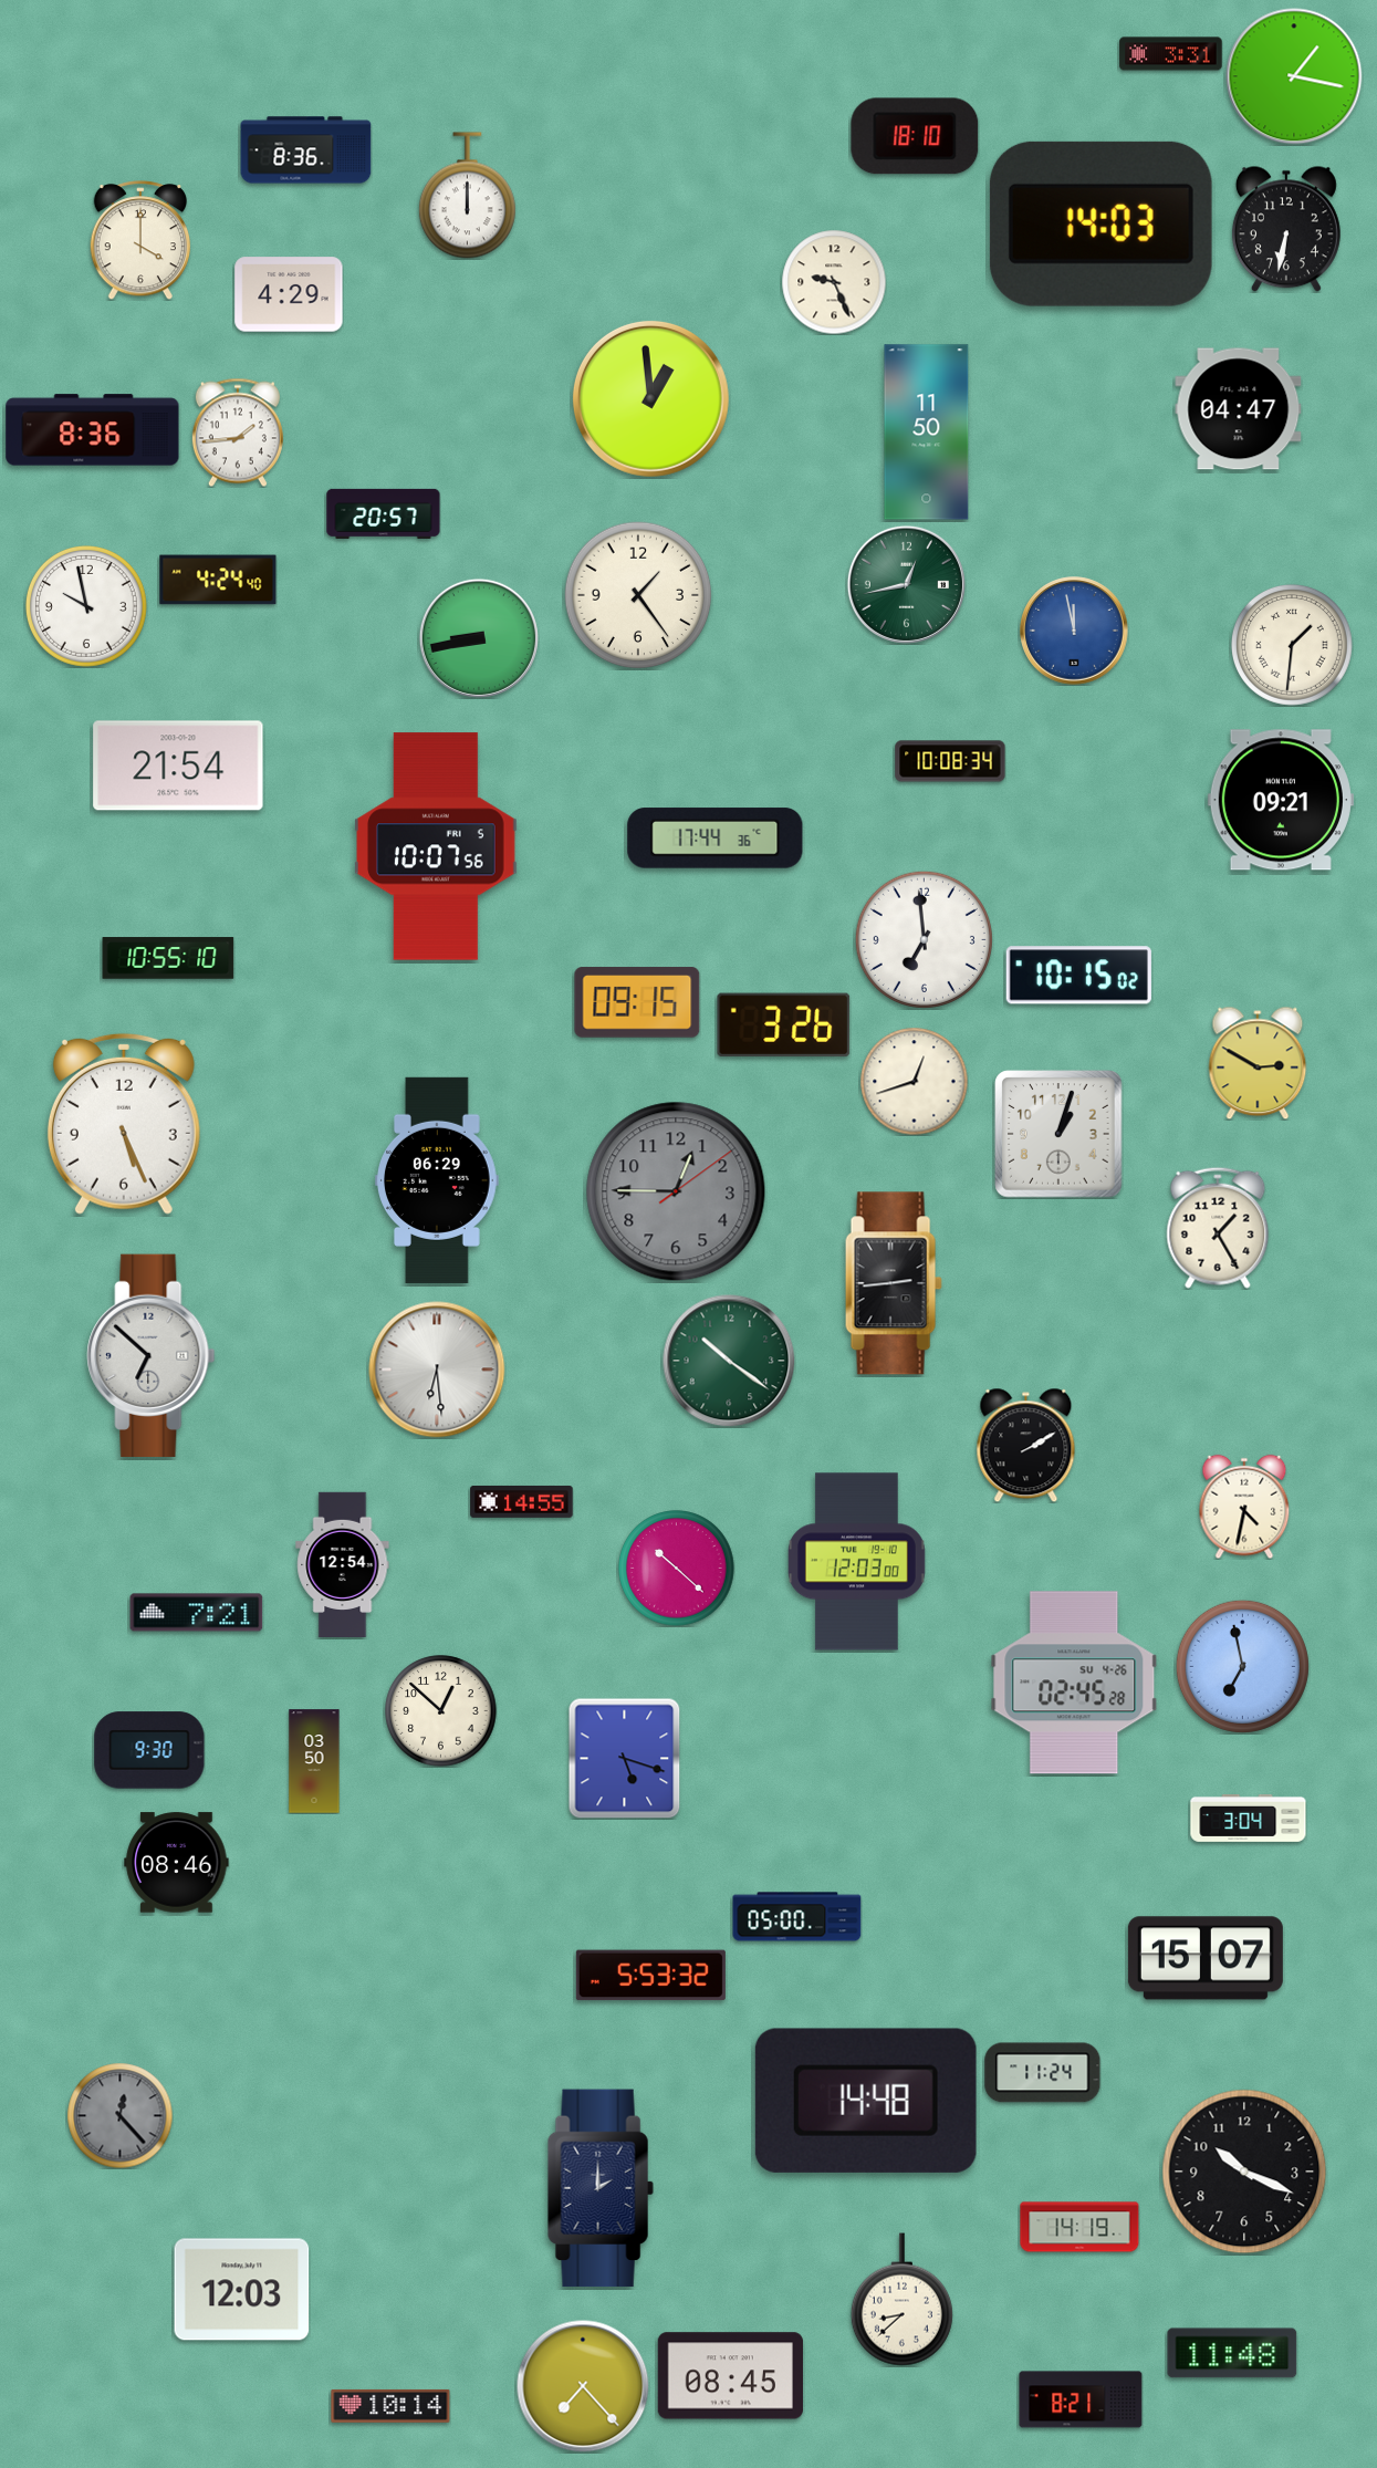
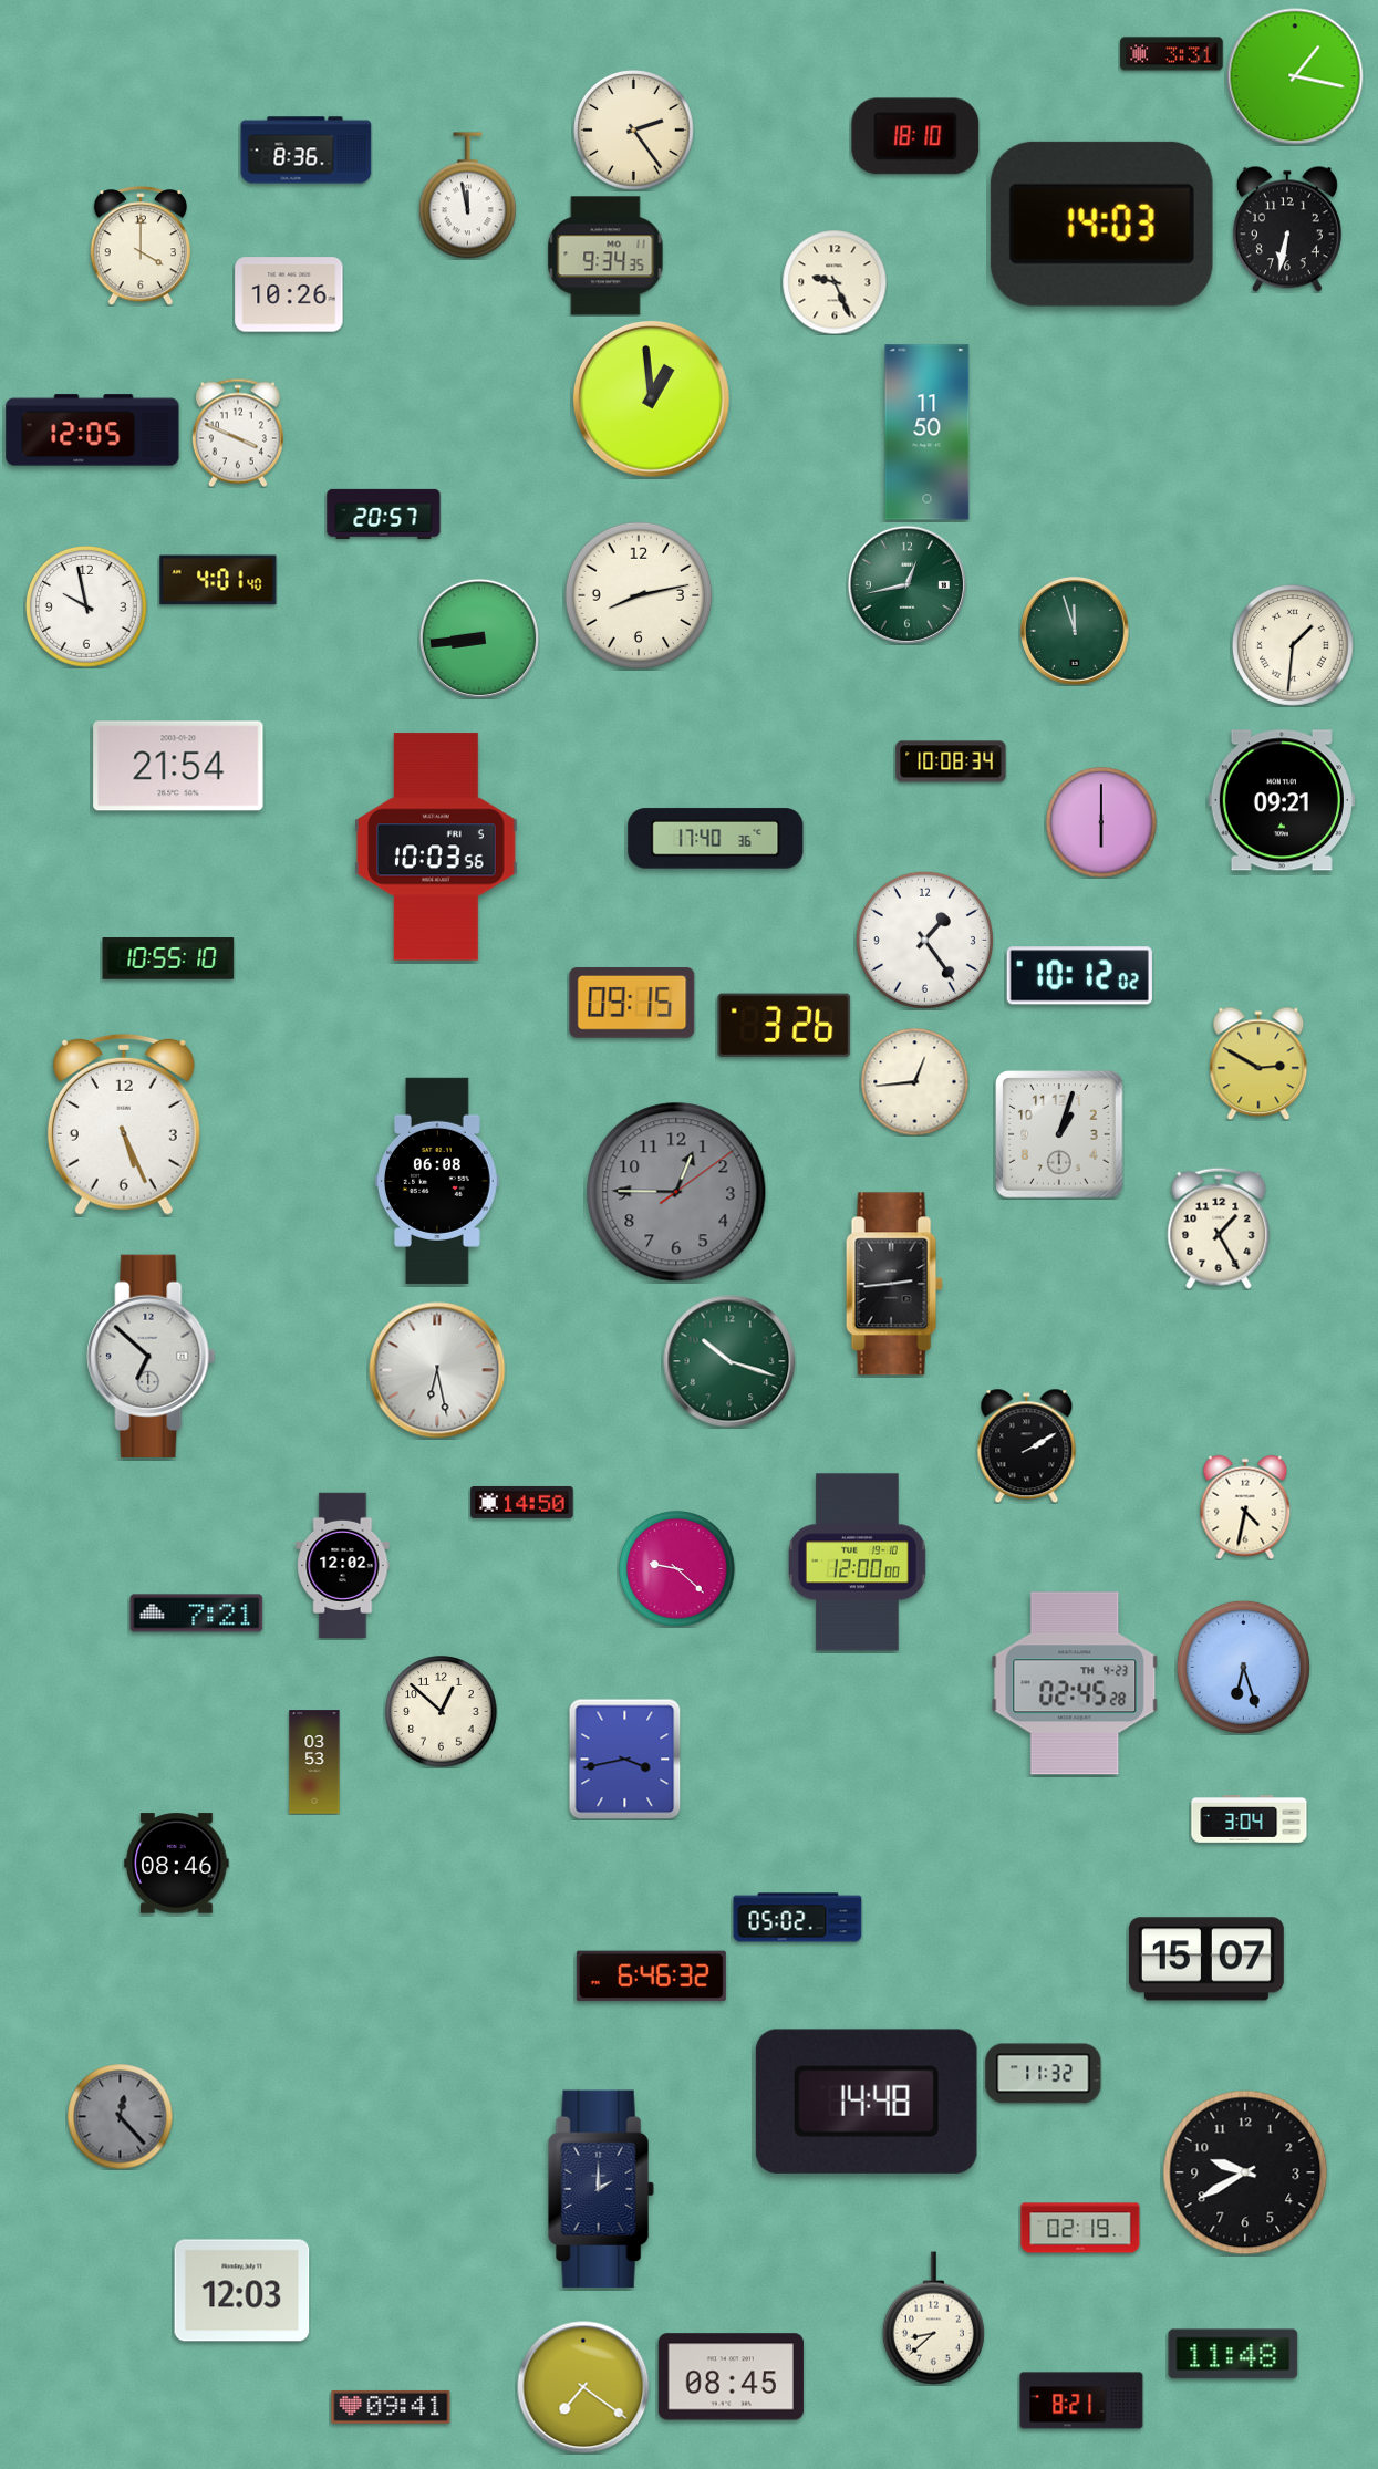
clock at (634, 131): none -> 2:24
clock at (467, 196): 12:00 -> 11:58
clock at (139, 240) position: (139, 240) -> (139, 246)
clock at (605, 256): none -> 9:34
clock at (289, 294): 4:29 -> 10:26
clock at (1239, 409): 04:47 -> none
clock at (93, 430): 8:36 -> 12:05
clock at (238, 433): 1:44 -> 3:49
clock at (218, 580): 4:24 -> 4:01
clock at (638, 595): 1:24 -> 8:13
clock at (1074, 631): 11:58 -> 11:57
clock at (1074, 631) dial: blue -> green
clock at (479, 638): 8:43 -> 8:44
clock at (1101, 822): none -> 6:00
clock at (716, 839): 17:44 -> 17:40
clock at (436, 846): 10:07 -> 10:03
clock at (924, 939): 6:59 -> 1:24
clock at (1078, 976): 10:15 -> 10:12
clock at (637, 1002) position: (637, 1002) -> (632, 1003)
clock at (914, 1081): 12:42 -> 12:44
clock at (438, 1180): 06:29 -> 06:08
clock at (729, 1361): 10:21 -> 10:18
clock at (437, 1370): 6:29 -> 6:28
clock at (522, 1501): 14:55 -> 14:50
clock at (856, 1562): 12:03 -> 12:00
clock at (343, 1564): 12:54 -> 12:02
clock at (677, 1569): 10:22 -> 9:22
clock at (1242, 1666): 6:58 -> 6:27
clock at (1074, 1683) date: SU 4-26 -> TH 4-23
clock at (149, 1750): 9:30 -> none
clock at (625, 1758): 5:18 -> 3:43
clock at (314, 1761): 03:50 -> 03:53
clock at (797, 1917): 05:00 -> 05:02
clock at (650, 1976): 5:53 -> 6:46
clock at (1043, 2073): 11:24 -> 11:32
clock at (1244, 2172): 10:19 -> 9:40
clock at (1079, 2227): 14:19 -> 02:19
clock at (901, 2300) position: (901, 2300) -> (933, 2318)
clock at (583, 2386): 7:23 -> 7:21
clock at (390, 2406): 10:14 -> 09:41
